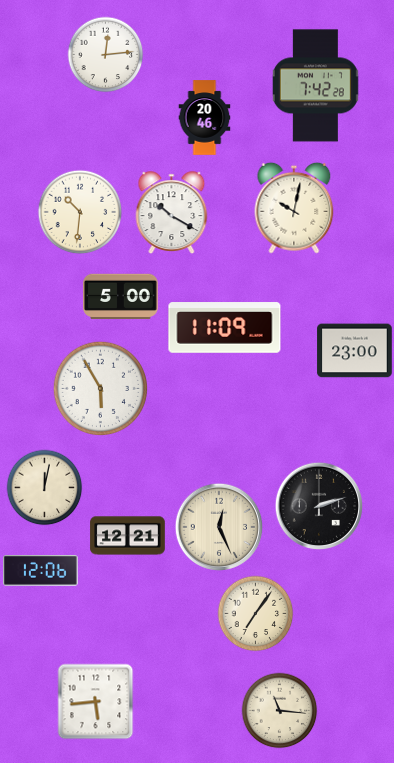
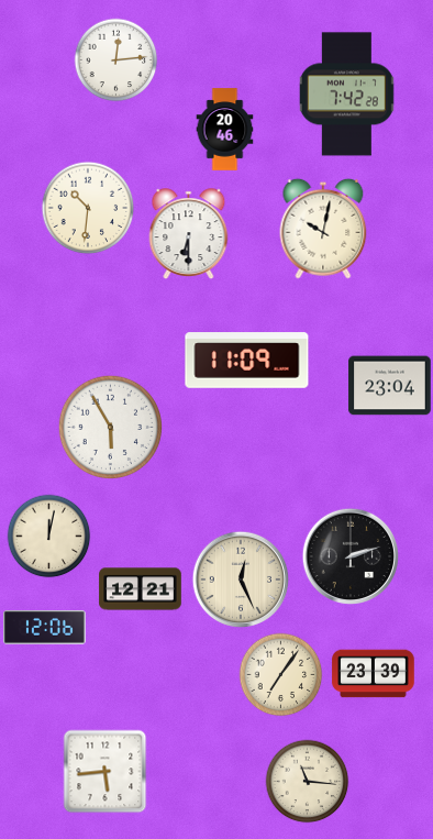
clock at (80, 212) position: (80, 212) -> (88, 208)
clock at (172, 213): 10:20 -> 6:30
clock at (121, 297): 5:00 -> none
clock at (355, 351): 23:00 -> 23:04
clock at (374, 674): none -> 23:39
